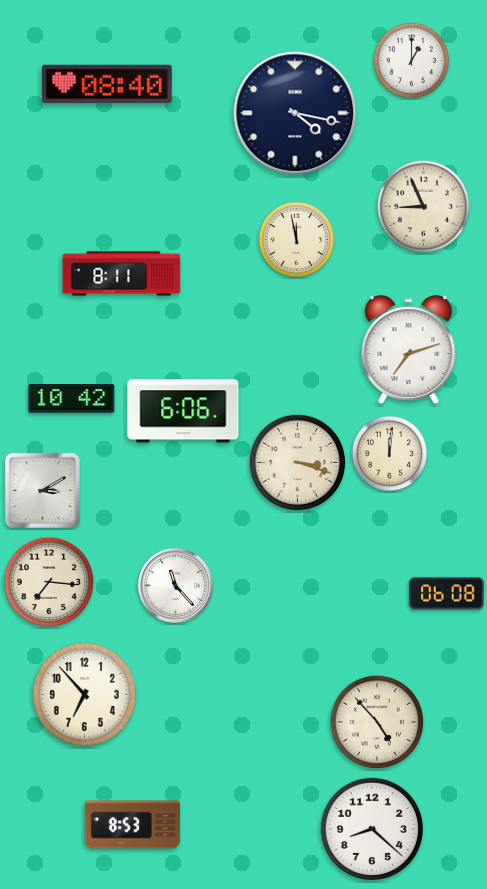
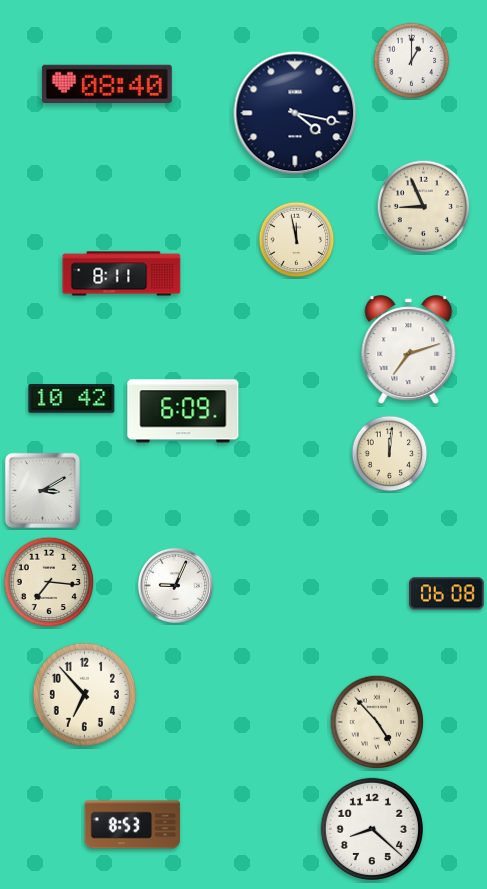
clock at (183, 411): 6:06 -> 6:09
clock at (297, 462): 3:18 -> none
clock at (175, 585): 11:23 -> 9:04
